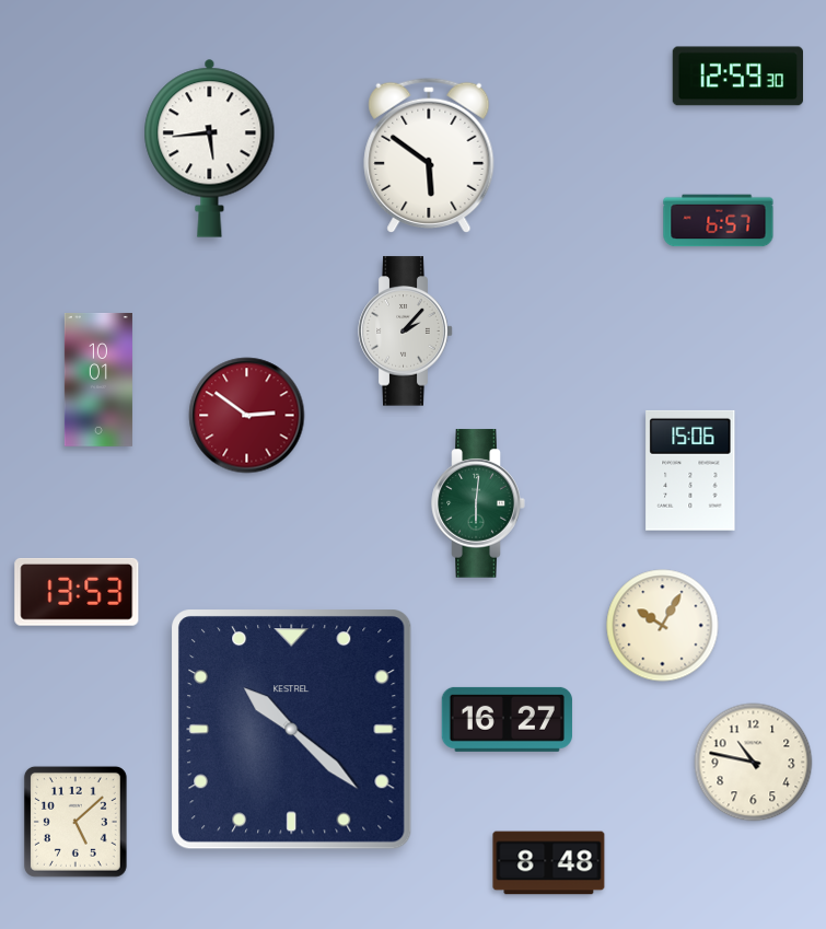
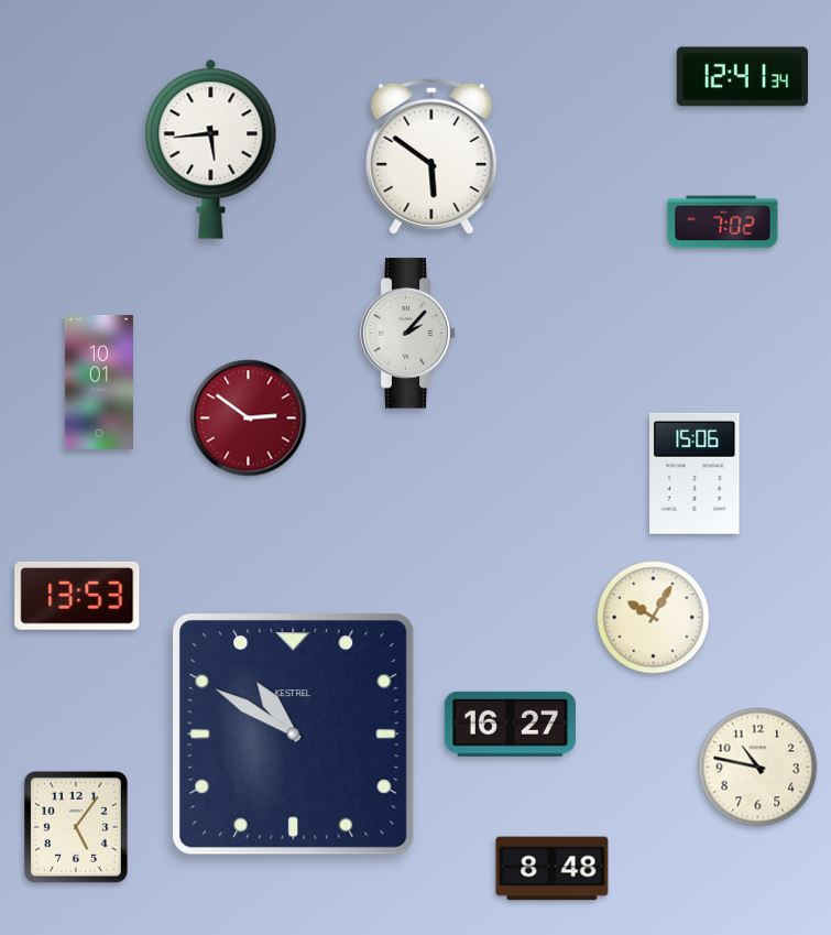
clock at (737, 77): 12:59 -> 12:41
clock at (719, 221): 6:57 -> 7:02
clock at (478, 503): 6:01 -> none
clock at (663, 626) position: (663, 626) -> (654, 618)
clock at (292, 730): 10:22 -> 10:50
clock at (75, 822): 5:08 -> 5:06
